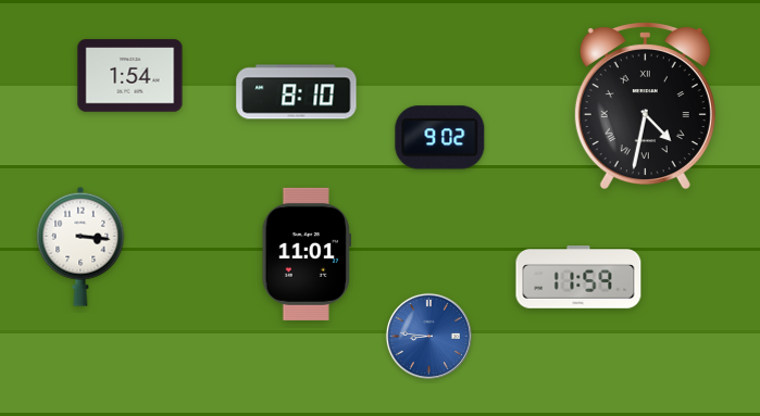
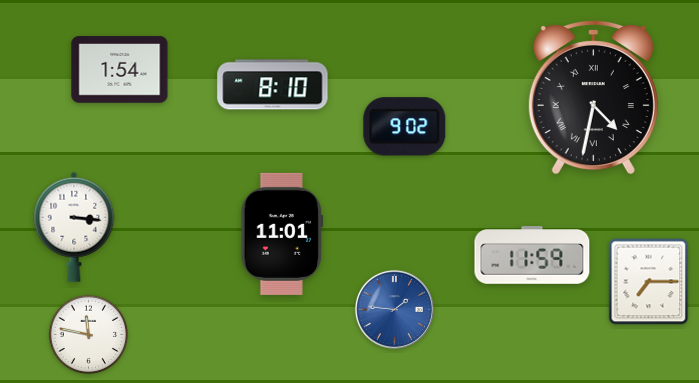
clock at (649, 282): none -> 7:15
clock at (428, 336): 8:46 -> 1:46
clock at (89, 335): none -> 11:47
